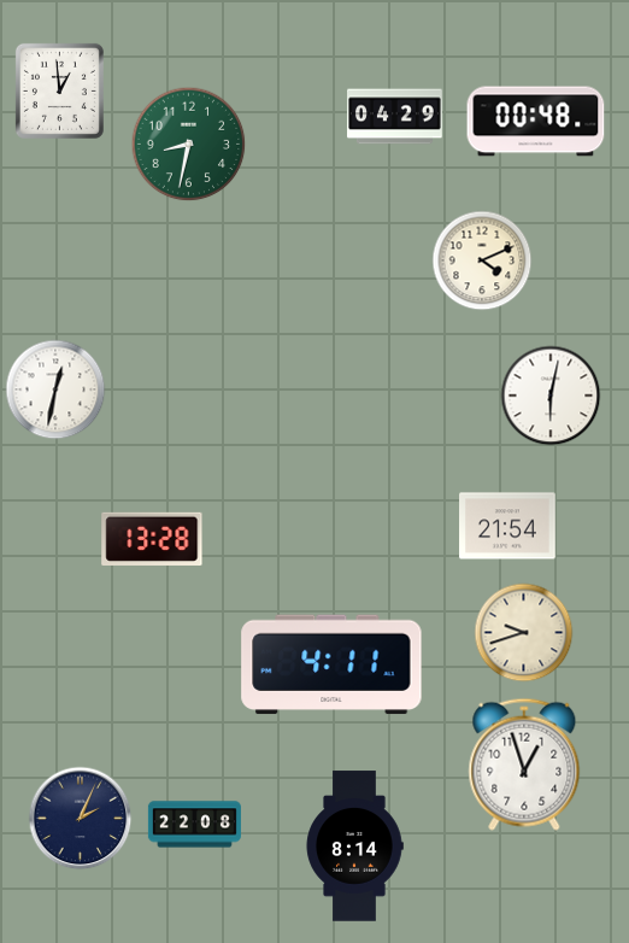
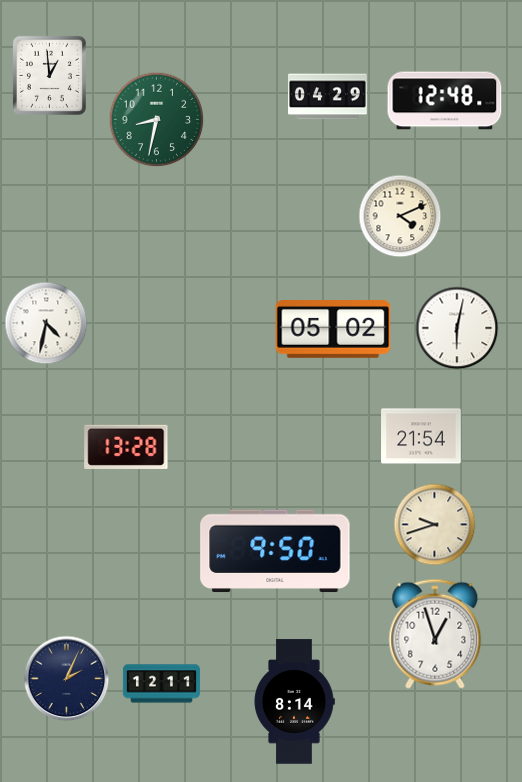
clock at (536, 122): 00:48 -> 12:48
clock at (55, 389): 12:32 -> 4:32
clock at (333, 330): none -> 05:02
clock at (331, 664): 4:11 -> 9:50
clock at (194, 825): 22:08 -> 12:11
